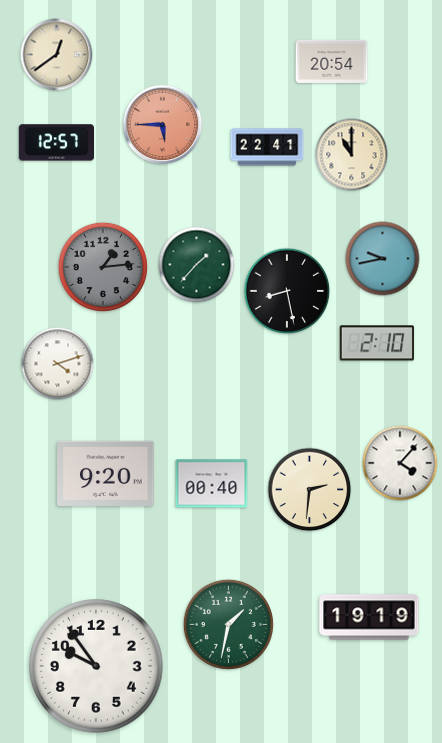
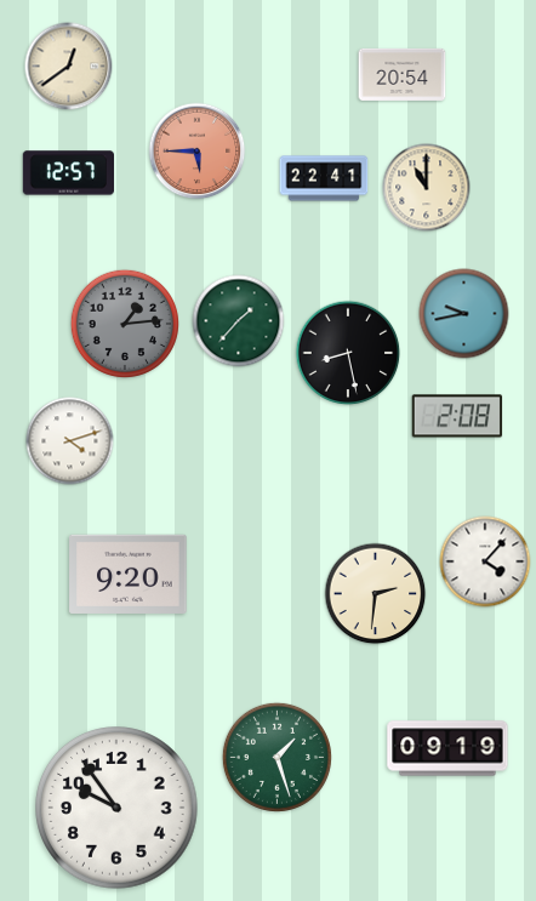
clock at (377, 343): 2:10 -> 2:08
clock at (212, 484): 00:40 -> none
clock at (369, 617): 19:19 -> 09:19
clock at (228, 624): 1:32 -> 1:27
